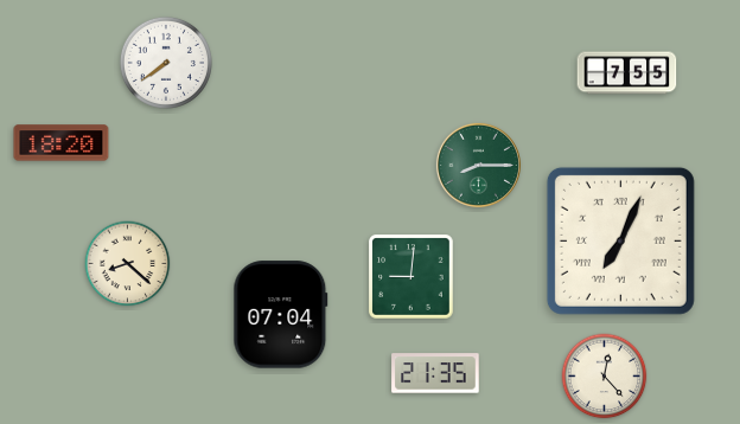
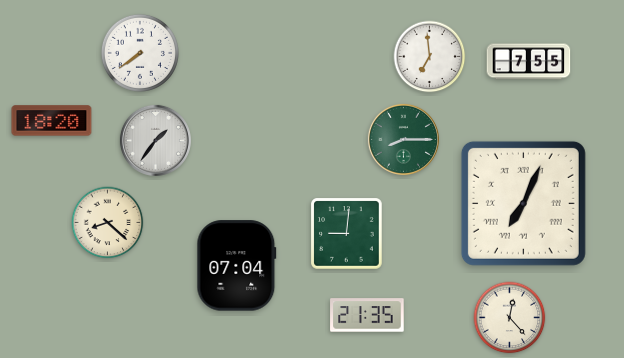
clock at (430, 57): none -> 6:59
clock at (155, 140): none -> 1:36
